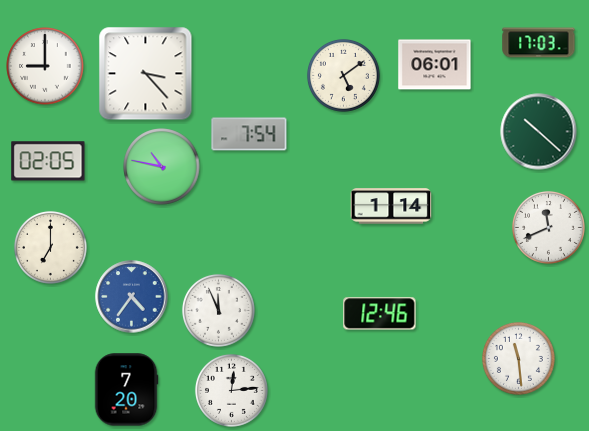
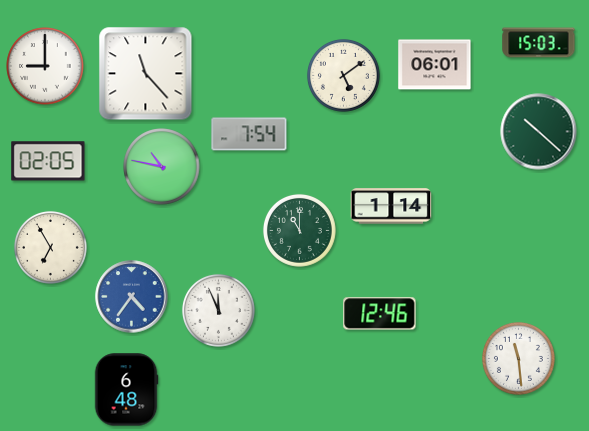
clock at (539, 43): 17:03 -> 15:03
clock at (146, 74): 3:23 -> 11:23
clock at (548, 227): 11:41 -> none
clock at (299, 230): none -> 11:00
clock at (50, 247): 7:00 -> 6:55
clock at (126, 390): 7:20 -> 6:48
clock at (231, 390): 12:14 -> none
